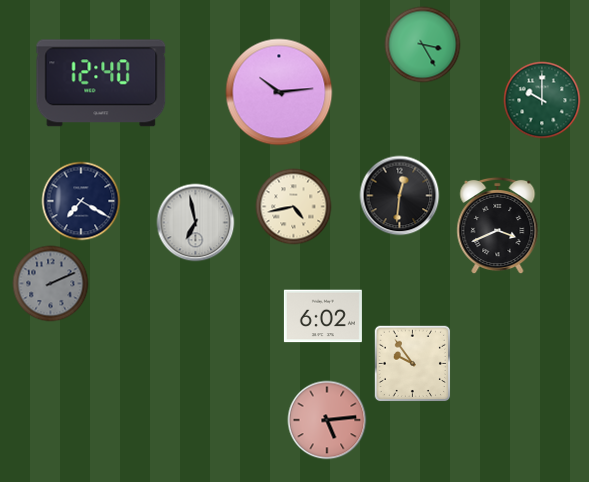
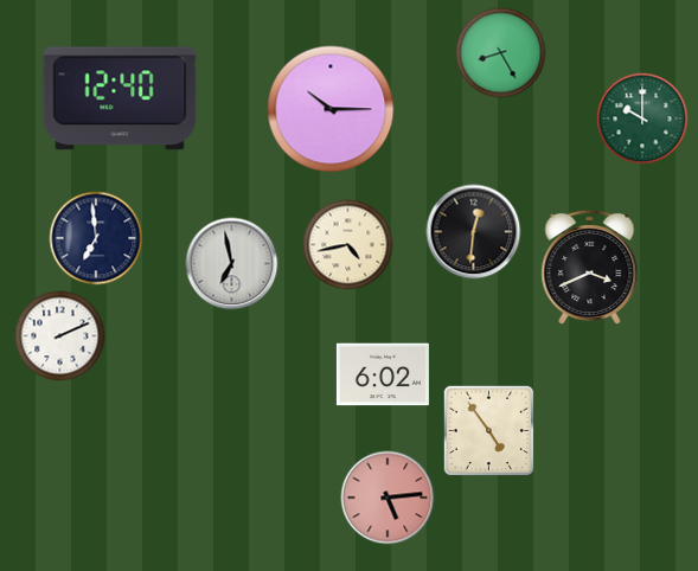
clock at (423, 45): 3:25 -> 8:25
clock at (279, 92): 10:14 -> 10:15
clock at (81, 201): 7:20 -> 6:59
clock at (51, 284) dial: grey -> white
clock at (413, 364): 9:54 -> 4:54
